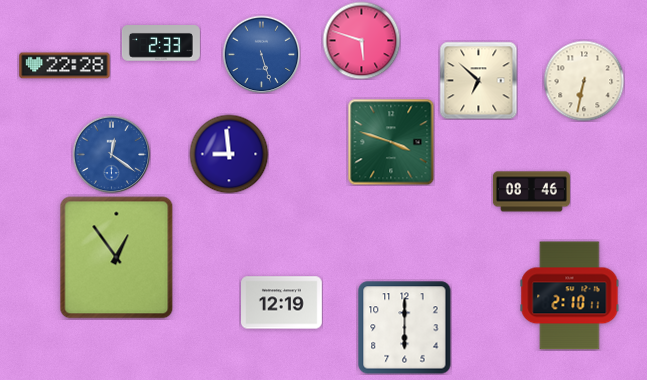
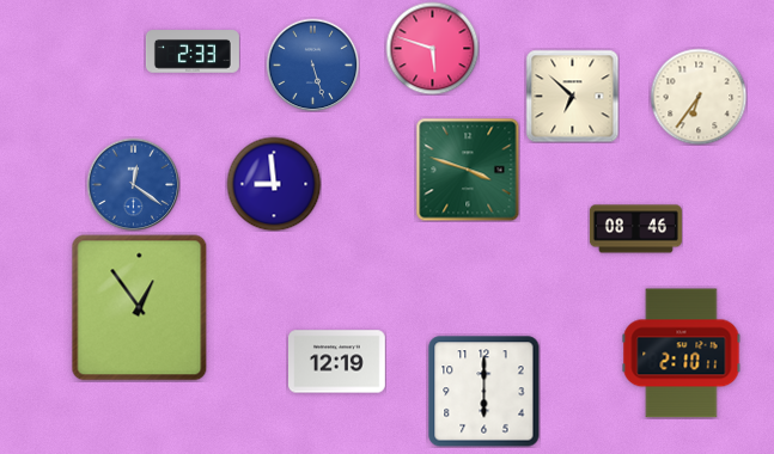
clock at (65, 66): 22:28 -> none
clock at (584, 81): 6:32 -> 6:36
